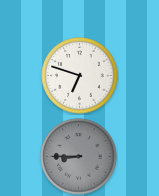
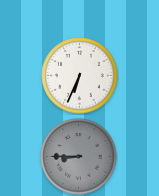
clock at (80, 76): 6:48 -> 6:34
